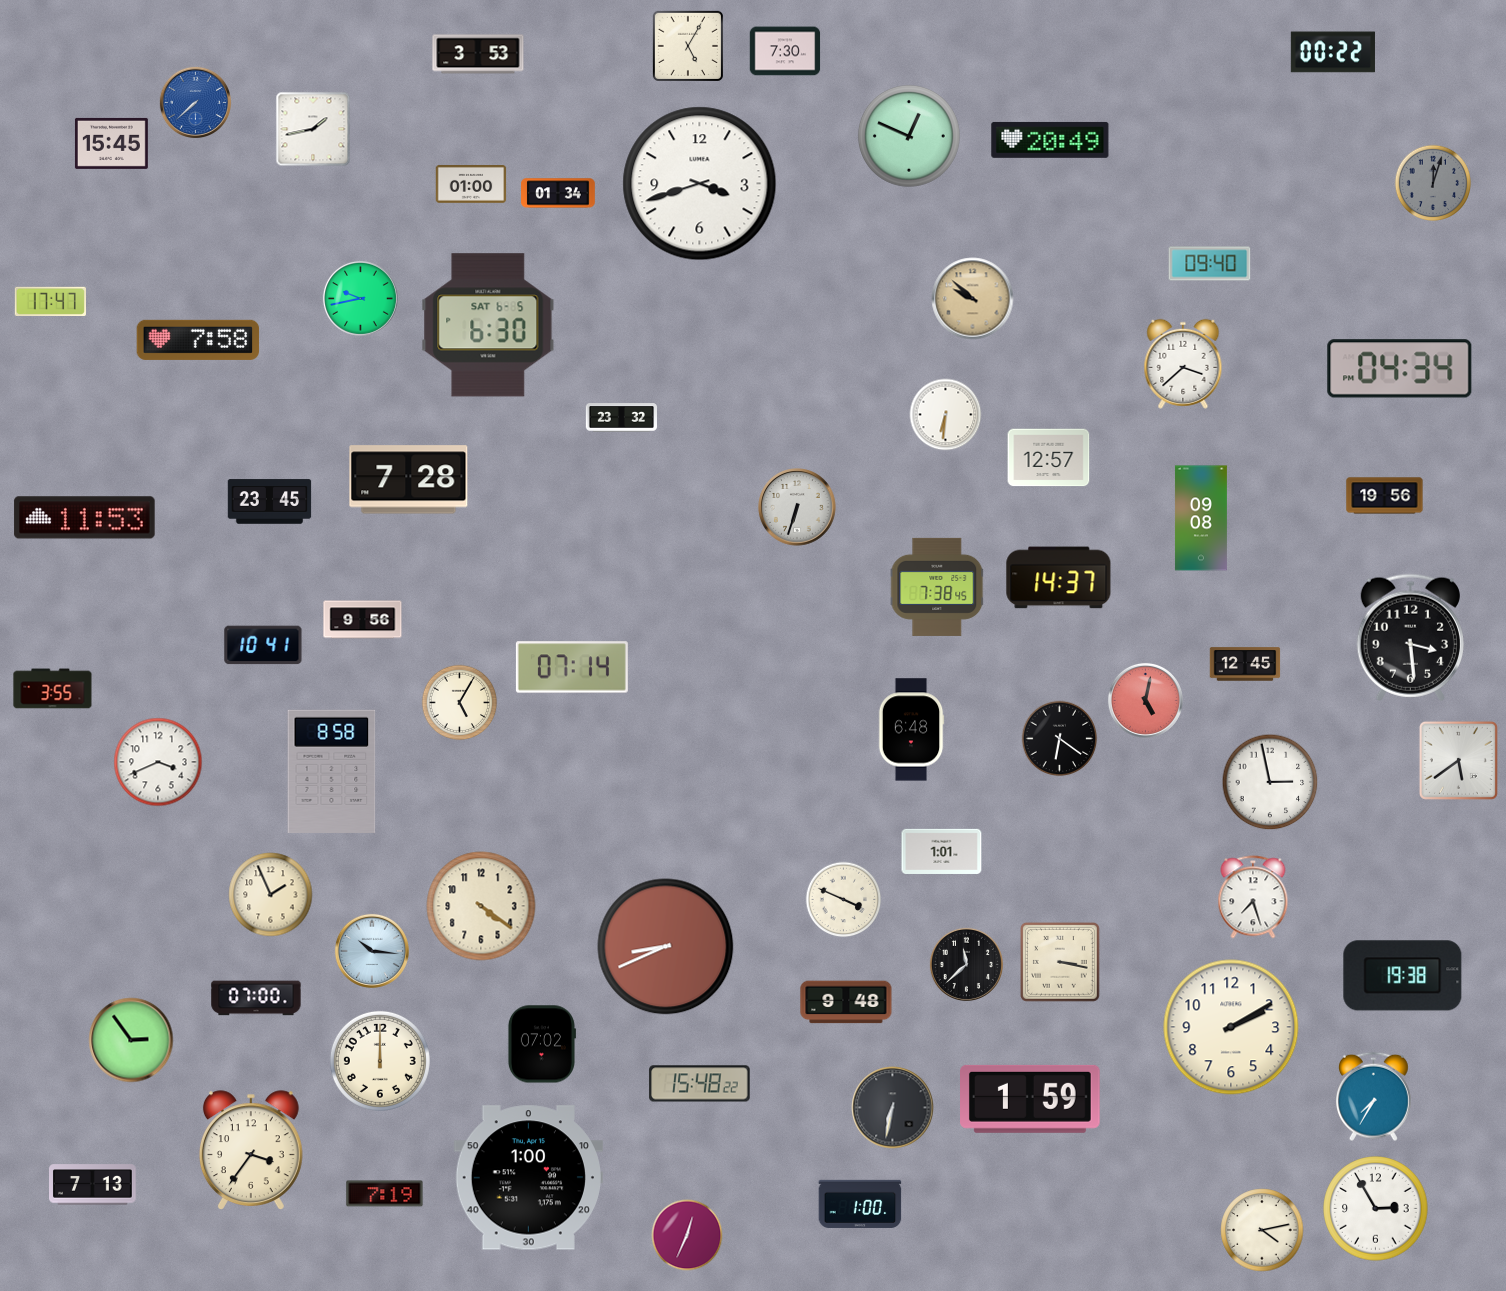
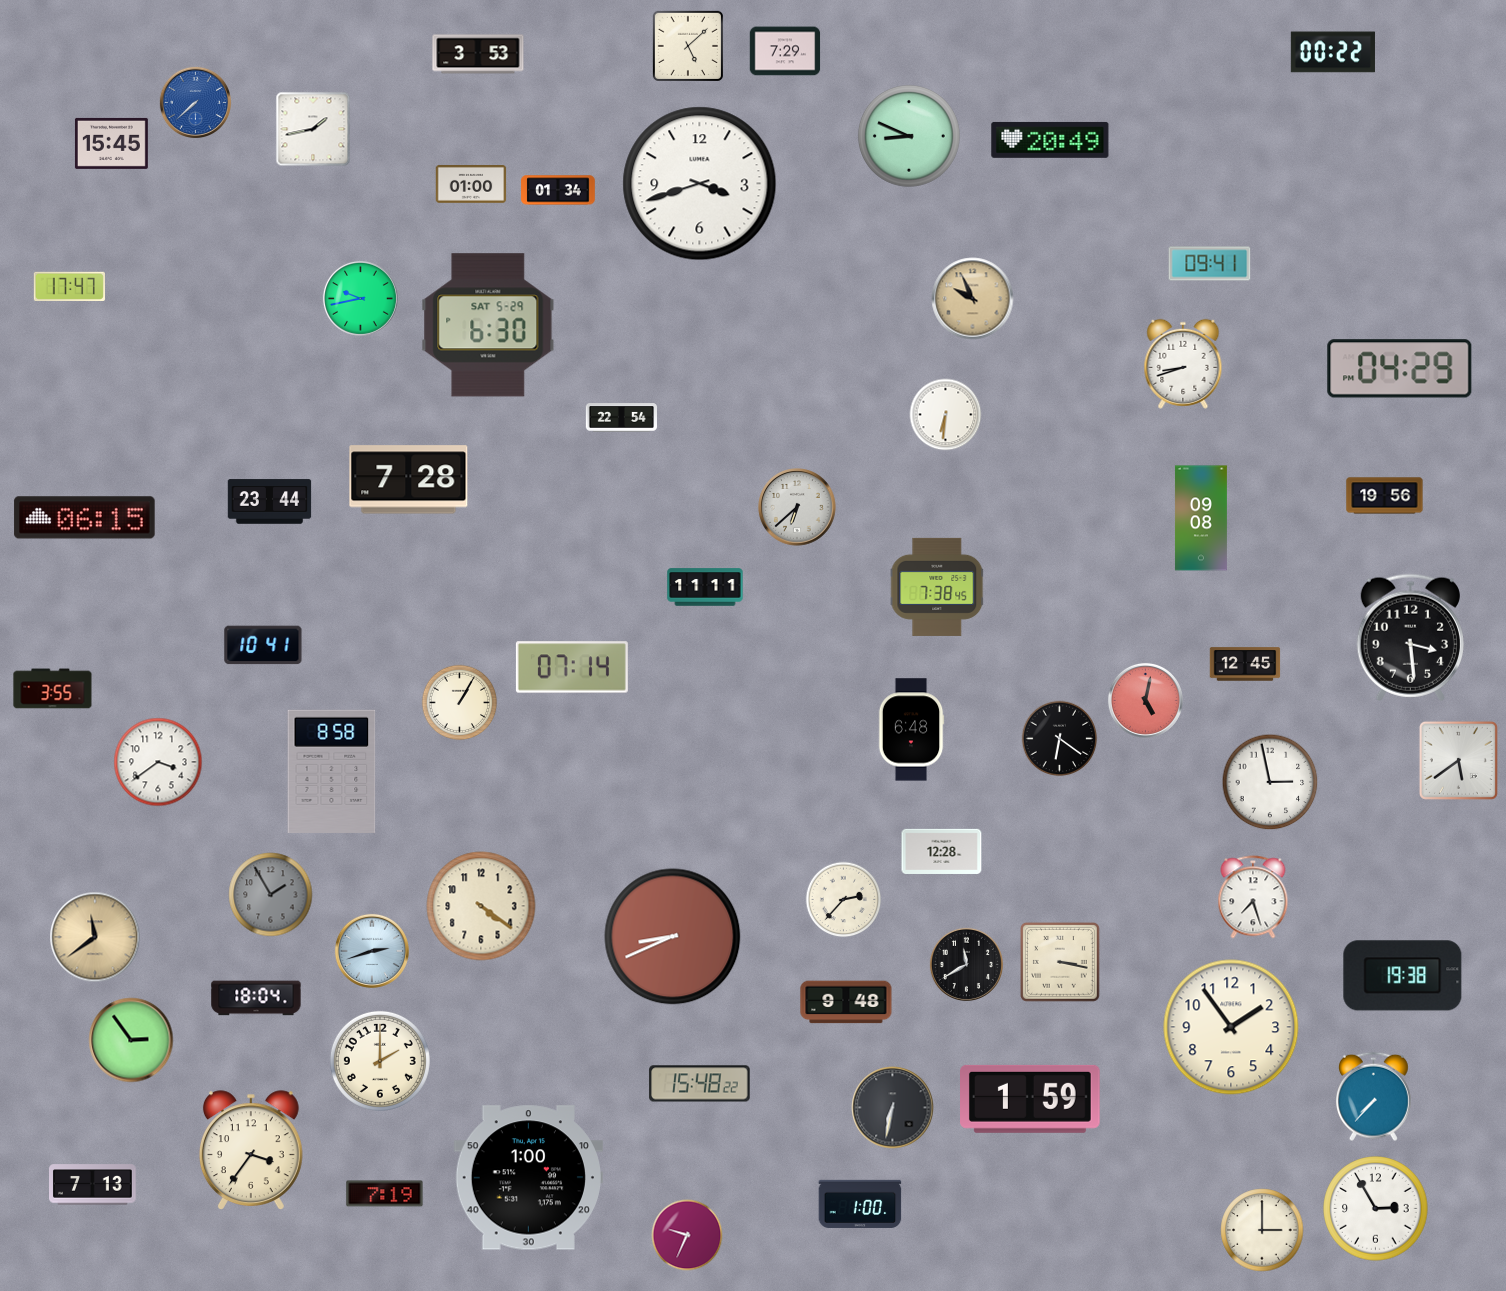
clock at (687, 45): 5:05 -> 5:08
clock at (785, 51): 7:30 -> 7:29
clock at (909, 136): 12:49 -> 8:49
clock at (1433, 183): 12:03 -> none
clock at (558, 193) position: (558, 193) -> (558, 190)
clock at (1210, 264): 09:40 -> 09:41
clock at (973, 299): 9:52 -> 9:56
clock at (50, 301) position: (50, 301) -> (69, 286)
clock at (488, 325) date: SAT 6-5 -> SAT 5-29
clock at (198, 340): 7:58 -> none
clock at (1183, 364): 3:38 -> 8:42
clock at (1400, 369): 04:34 -> 04:29
clock at (621, 418): 23:32 -> 22:54
clock at (1049, 458): 12:57 -> none
clock at (270, 502): 23:45 -> 23:44
clock at (797, 507): 6:33 -> 6:38
clock at (85, 518): 11:53 -> 06:15
clock at (1059, 578): 14:37 -> none
clock at (705, 587): none -> 11:11
clock at (363, 620): 9:56 -> none
clock at (460, 703): 5:05 -> 1:05
clock at (158, 762): 3:41 -> 3:39
clock at (942, 851): 1:01 -> 12:28
clock at (271, 895): 1:56 -> 1:55
clock at (271, 895) dial: cream -> grey
clock at (844, 900): 3:49 -> 2:37
clock at (95, 937): none -> 11:39
clock at (666, 947) position: (666, 947) -> (673, 937)
clock at (372, 951): 10:16 -> 2:42
clock at (966, 964): 11:38 -> 11:40
clock at (256, 998): 07:00 -> 18:04
clock at (1231, 1027): 2:10 -> 1:54
clock at (541, 1044): 07:02 -> none
clock at (380, 1061): 12:00 -> 2:00
clock at (1373, 1097): 7:35 -> 7:37
clock at (1262, 1230): 4:13 -> 3:00
clock at (687, 1235): 12:34 -> 9:34
